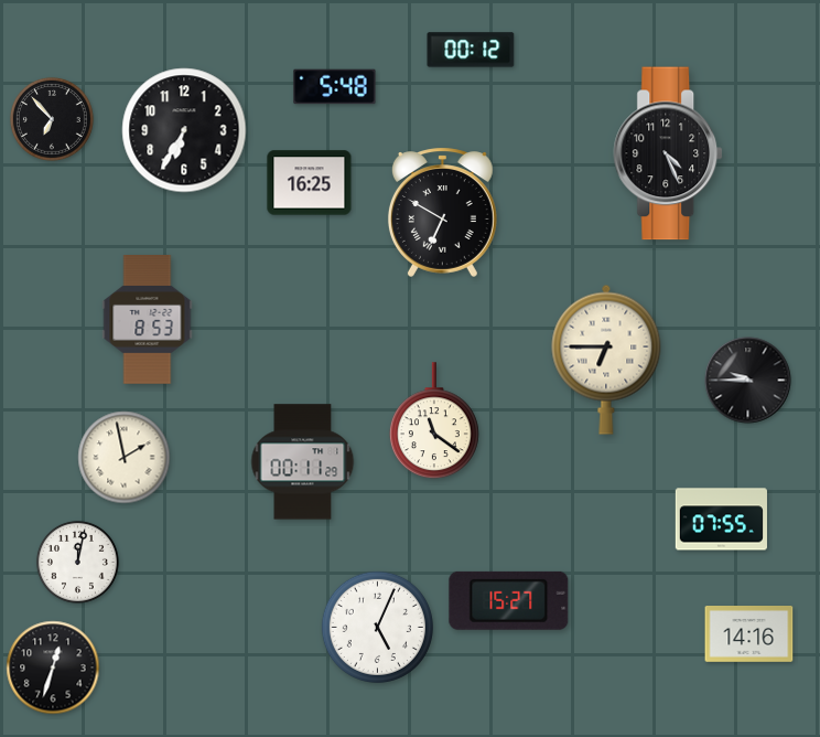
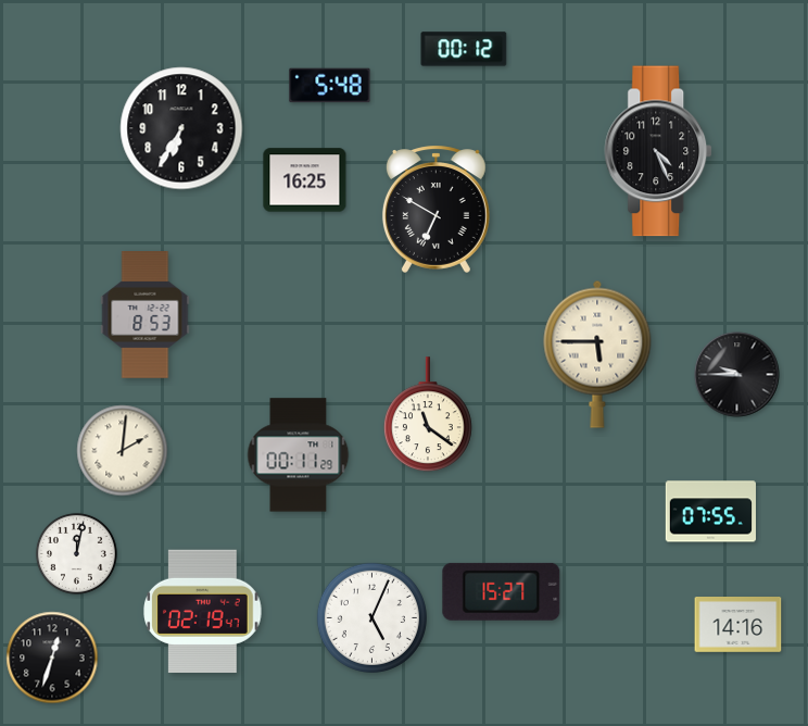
clock at (52, 119): 6:53 -> none
clock at (606, 360): 6:45 -> 5:45
clock at (125, 458): 1:58 -> 2:01
clock at (203, 611): none -> 02:19
